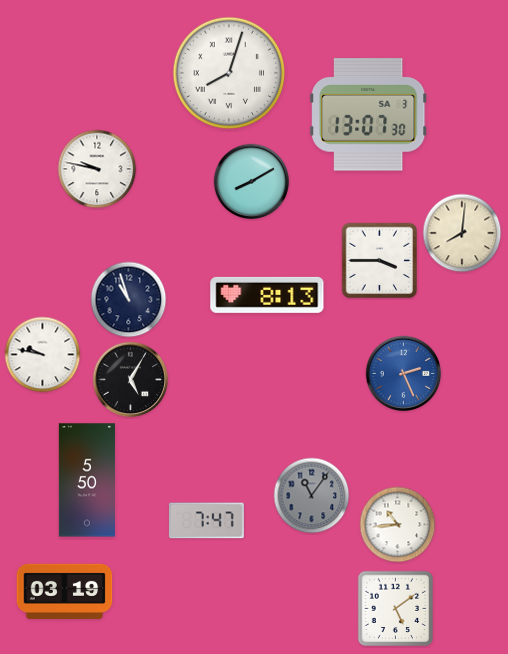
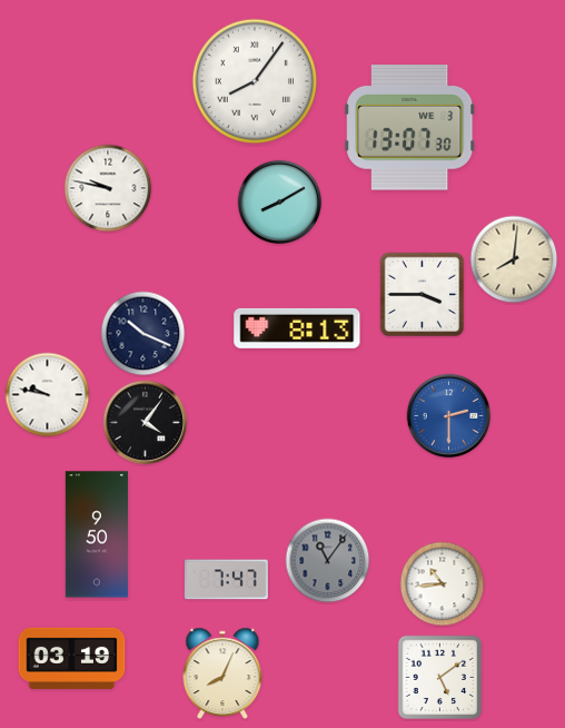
clock at (229, 73): 8:03 -> 8:06
clock at (369, 115) date: SA 3 -> WE 3
clock at (380, 261) position: (380, 261) -> (423, 295)
clock at (129, 300): 10:57 -> 10:19
clock at (404, 374): 2:26 -> 2:30
clock at (131, 380): 5:05 -> 4:06
clock at (87, 480): 5:50 -> 9:50
clock at (312, 496) position: (312, 496) -> (328, 561)
clock at (206, 521) position: (206, 521) -> (226, 580)
clock at (222, 672): none -> 8:04
